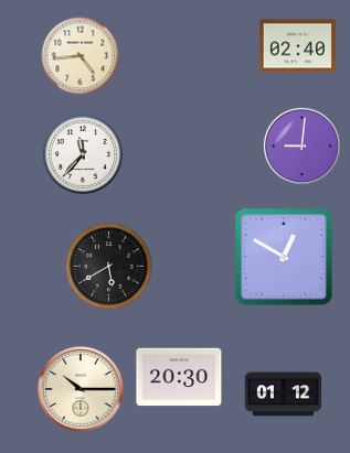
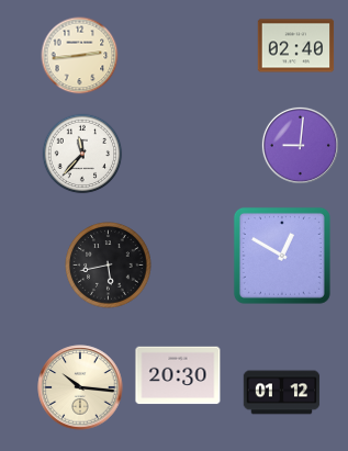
clock at (81, 56): 4:44 -> 2:44
clock at (109, 267): 5:40 -> 5:43
clock at (81, 389): 10:15 -> 10:16
